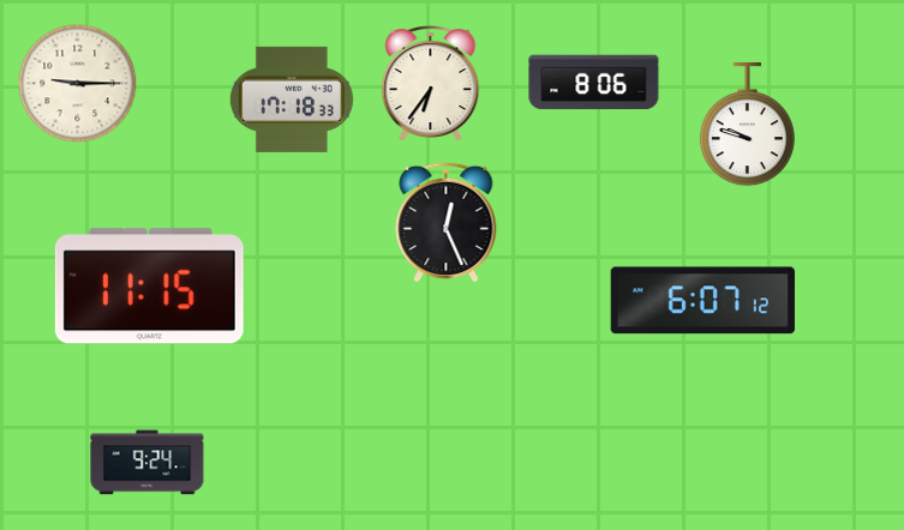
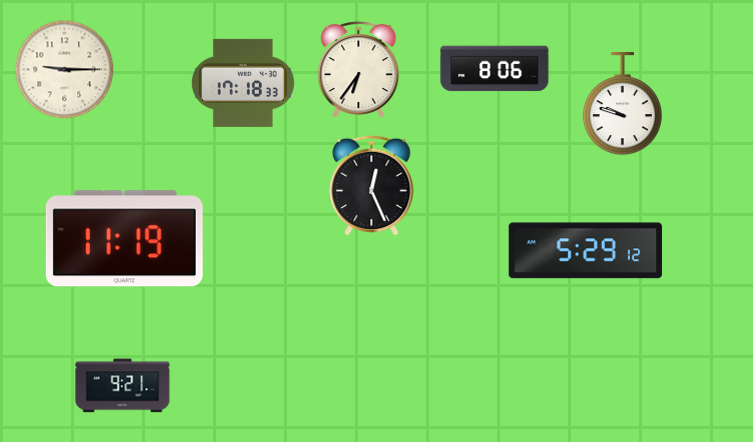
clock at (149, 287): 11:15 -> 11:19
clock at (702, 301): 6:07 -> 5:29
clock at (148, 463): 9:24 -> 9:21
